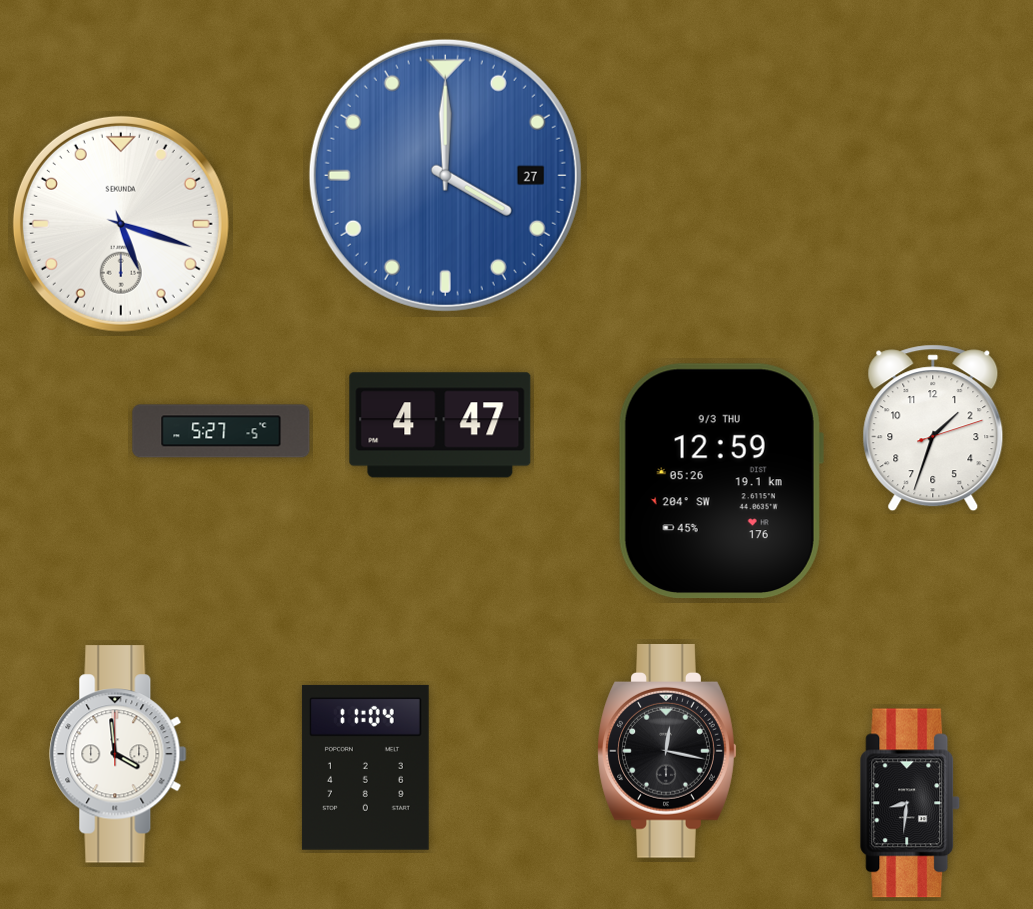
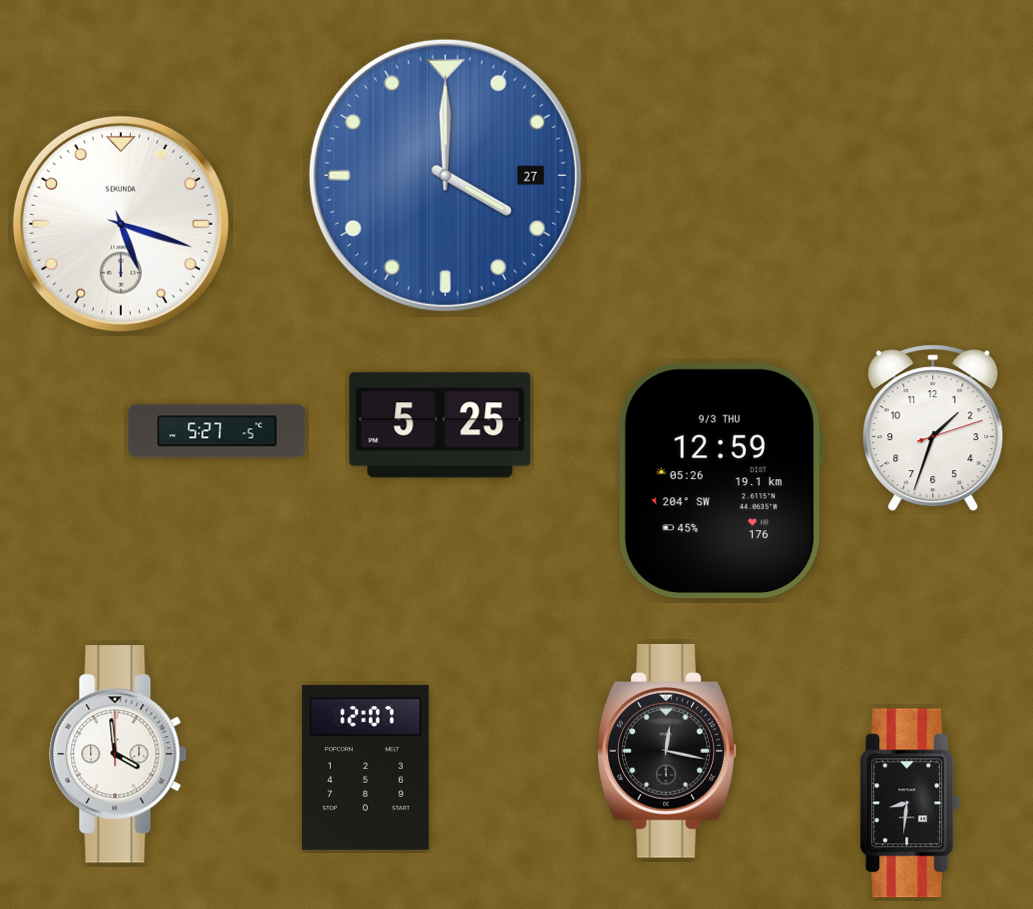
clock at (440, 425): 4:47 -> 5:25
clock at (221, 431) position: (221, 431) -> (217, 431)
clock at (365, 767): 11:04 -> 12:07
